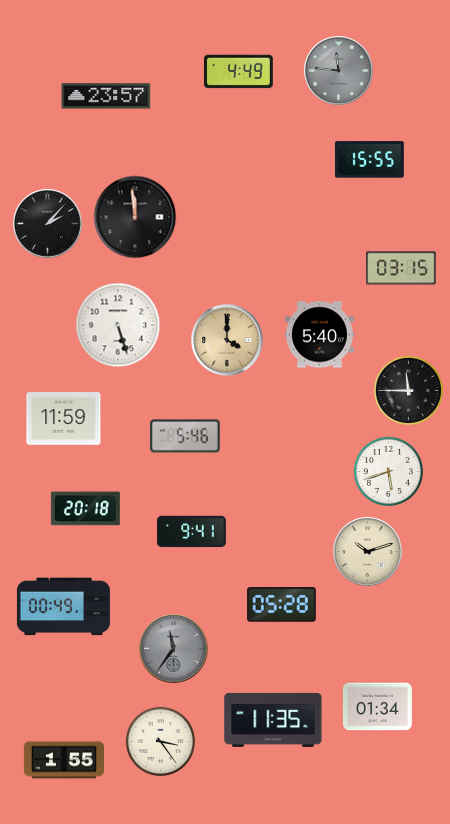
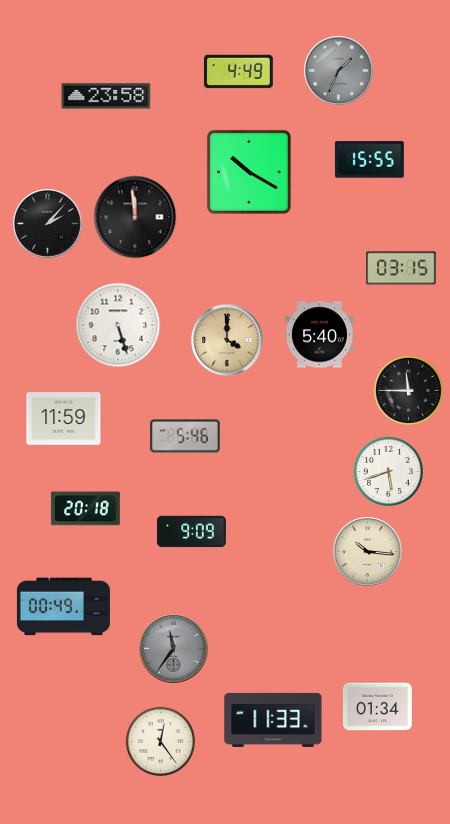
clock at (339, 71): 11:46 -> 1:34
clock at (106, 96): 23:57 -> 23:58
clock at (249, 172): none -> 10:20
clock at (191, 532): 9:41 -> 9:09
clock at (368, 552): 10:12 -> 10:16
clock at (281, 605): 05:28 -> none
clock at (273, 720): 11:35 -> 11:33
clock at (160, 741): 3:24 -> 12:24
clock at (64, 760): 1:55 -> none
